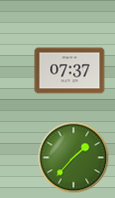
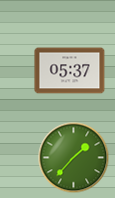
clock at (70, 71): 07:37 -> 05:37
